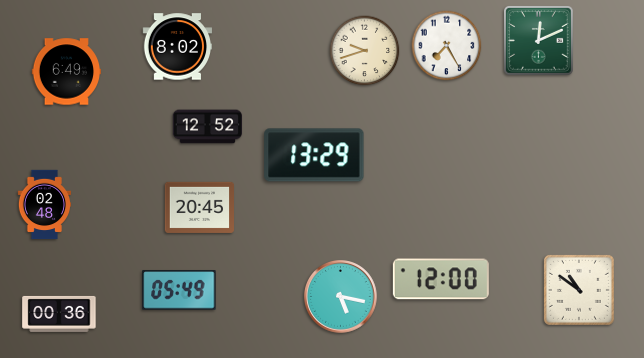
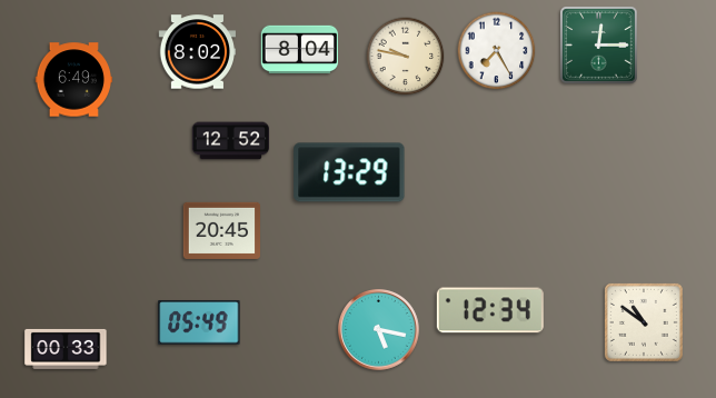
clock at (539, 41): 12:11 -> 12:15
clock at (300, 49): none -> 8:04
clock at (365, 51): 9:42 -> 9:47
clock at (44, 205): 02:48 -> none
clock at (441, 279): 12:00 -> 12:34
clock at (59, 314): 00:36 -> 00:33
